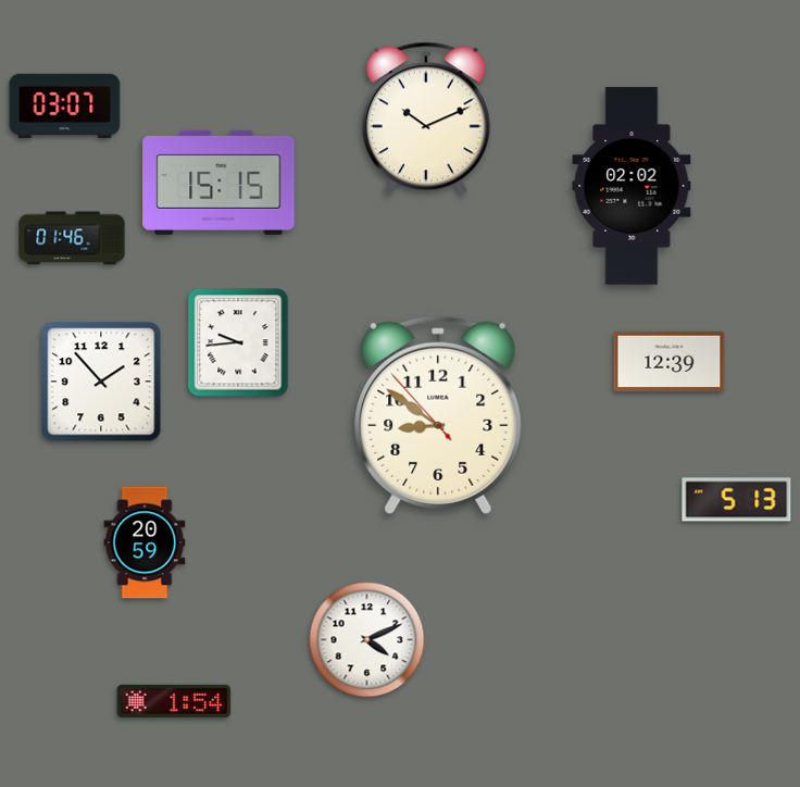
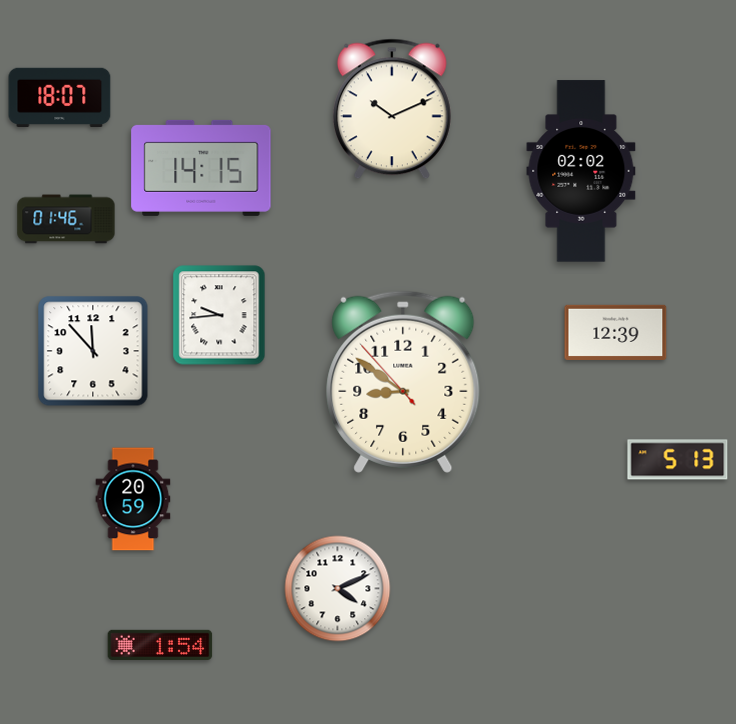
clock at (65, 105): 03:07 -> 18:07
clock at (218, 183): 15:15 -> 14:15
clock at (101, 382): 1:53 -> 11:53
